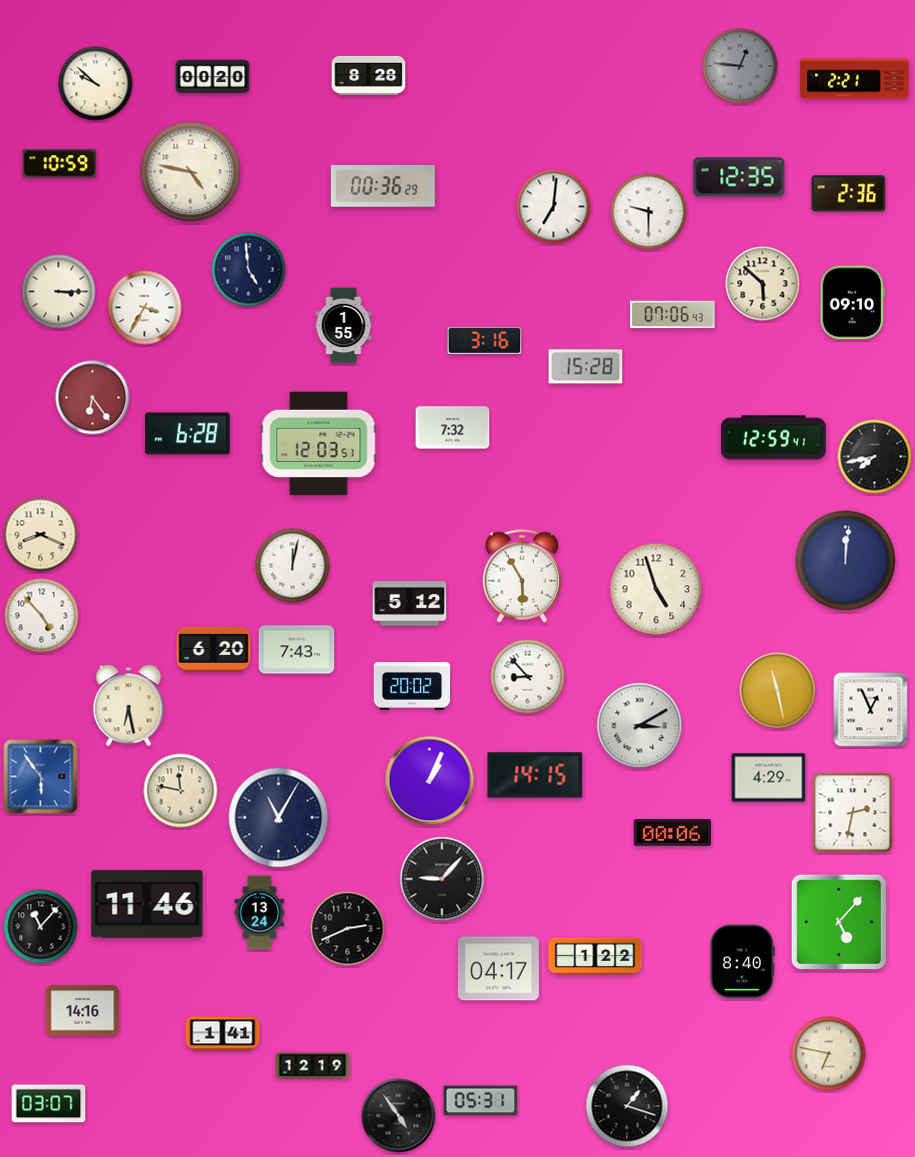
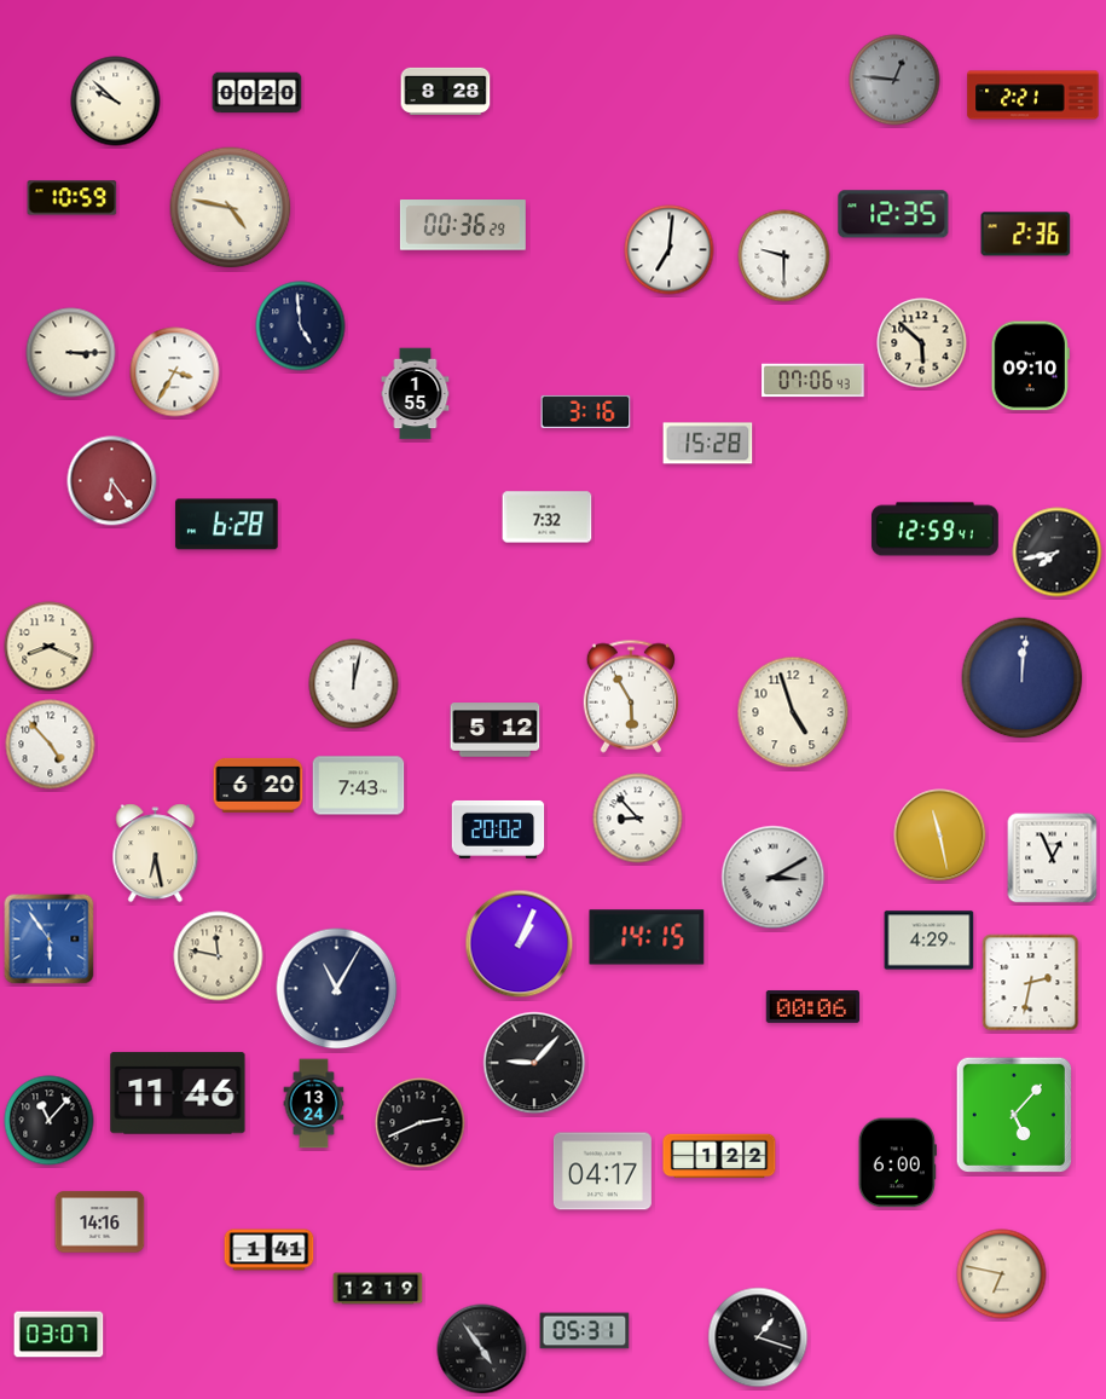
clock at (319, 444): 12:03 -> none
clock at (742, 962): 8:40 -> 6:00
clock at (481, 1101) position: (481, 1101) -> (585, 1331)
